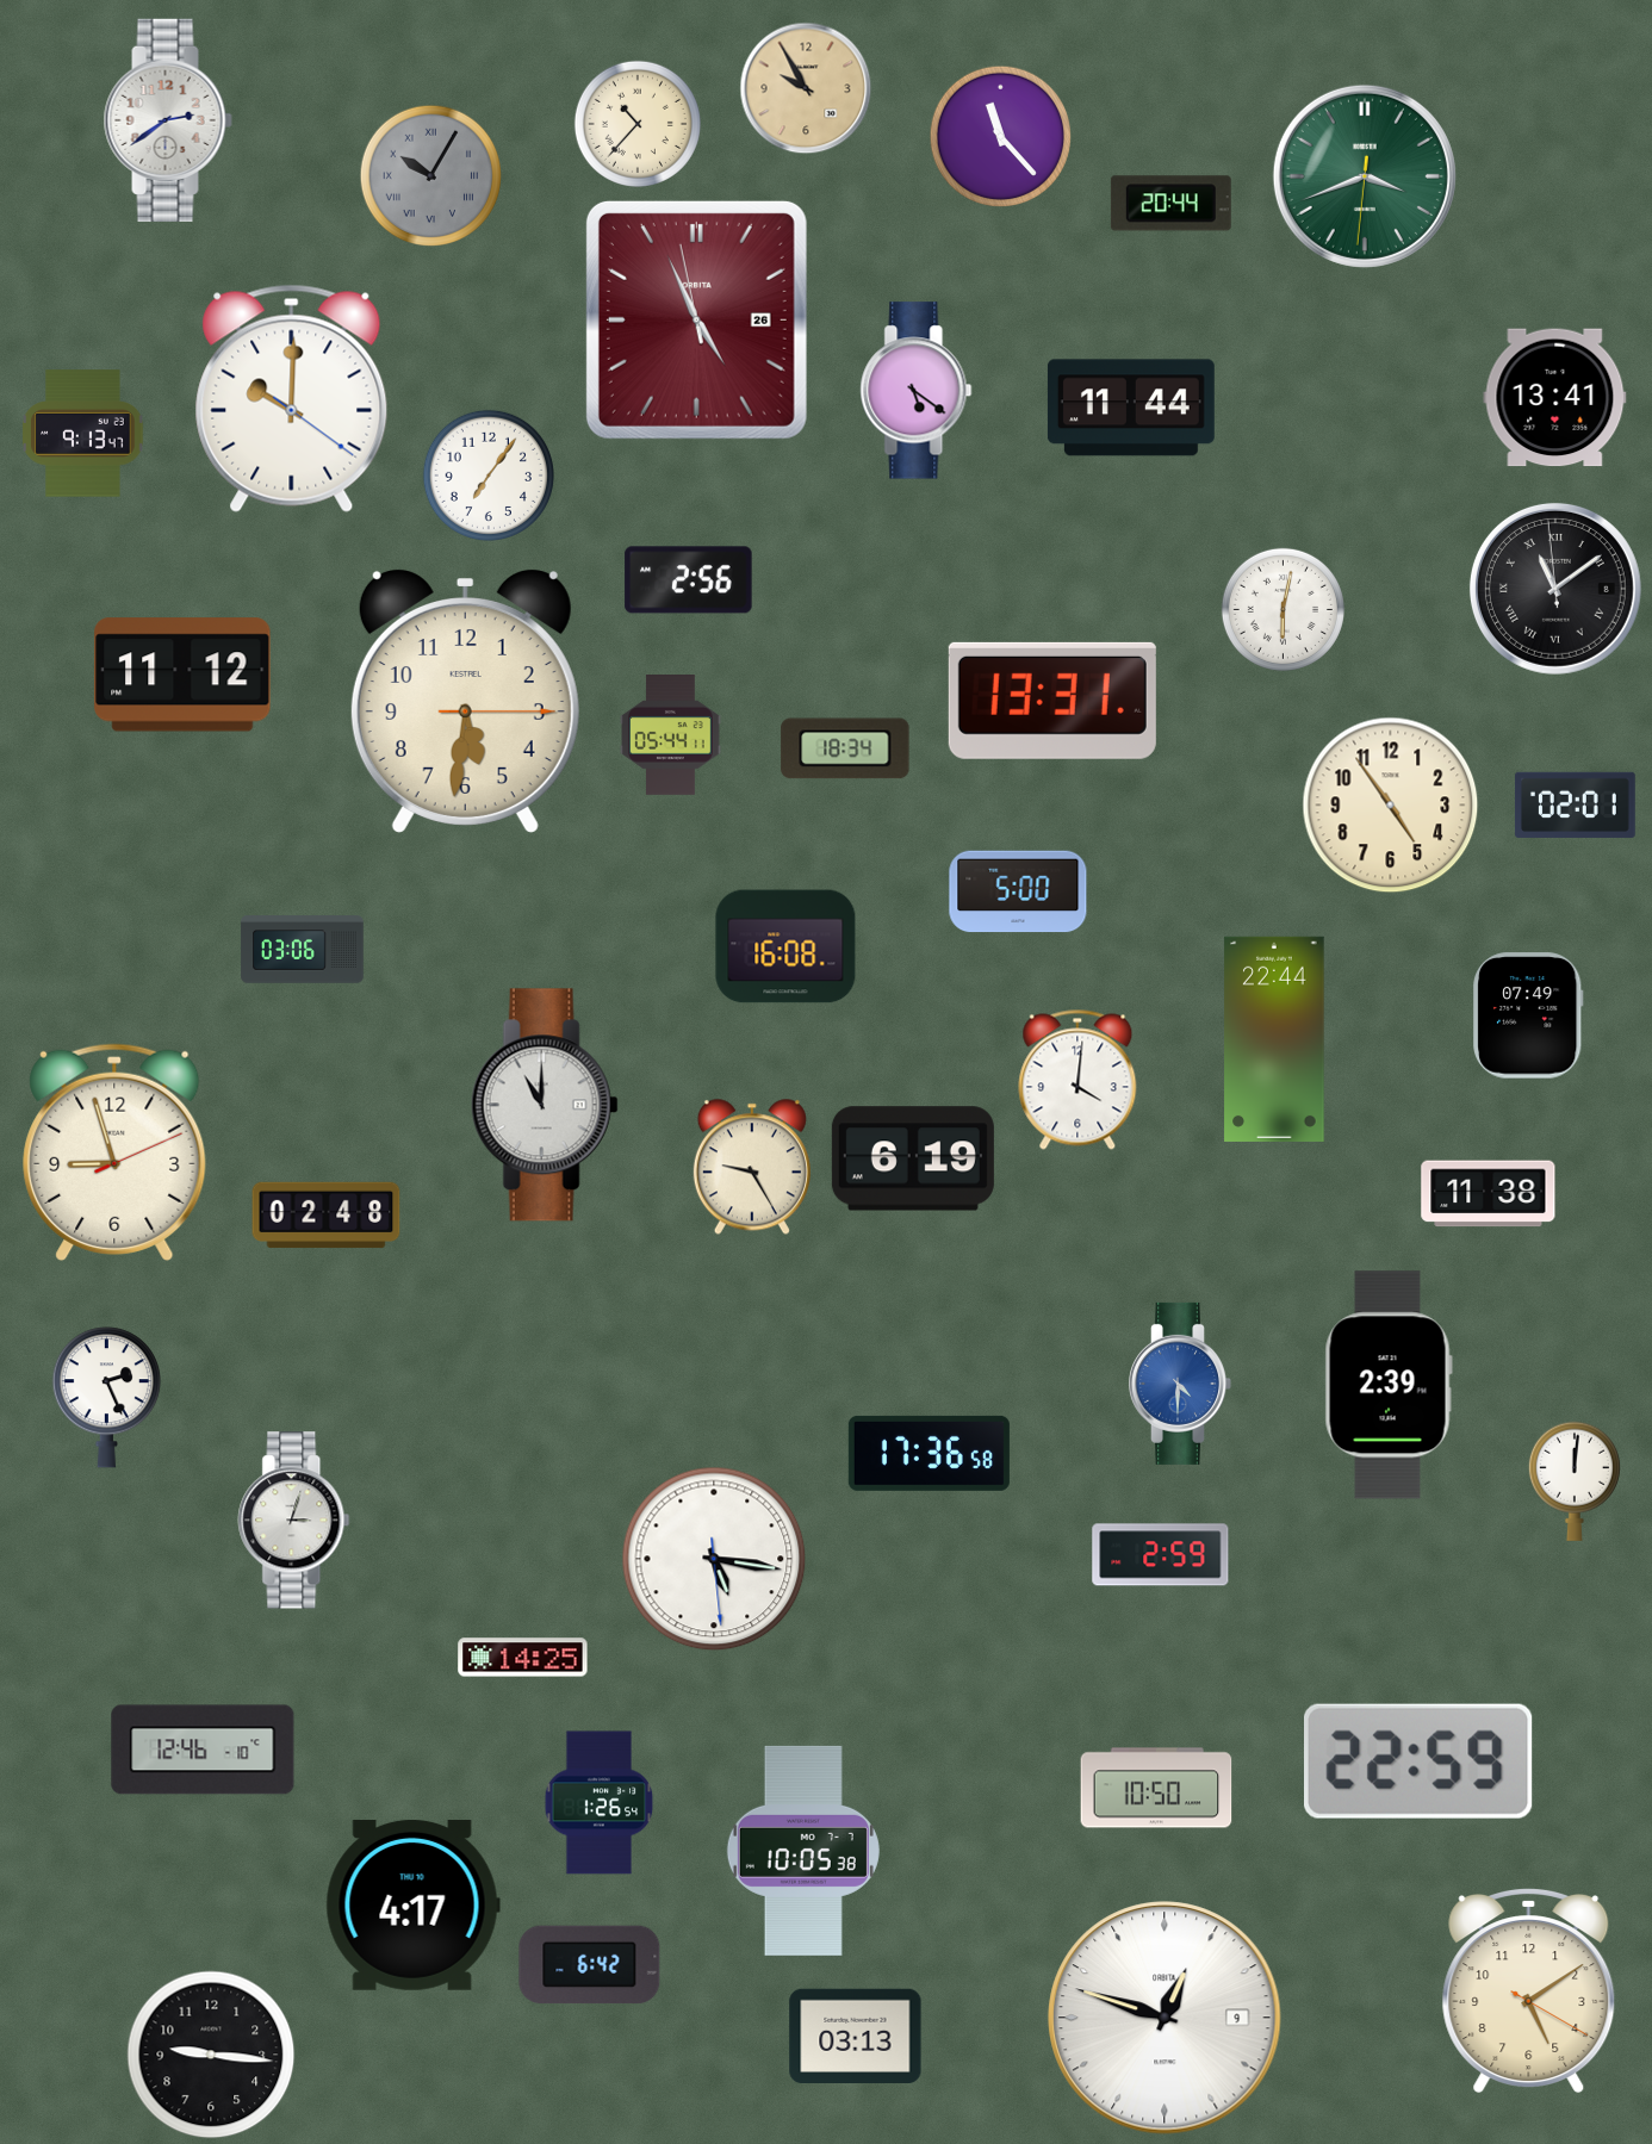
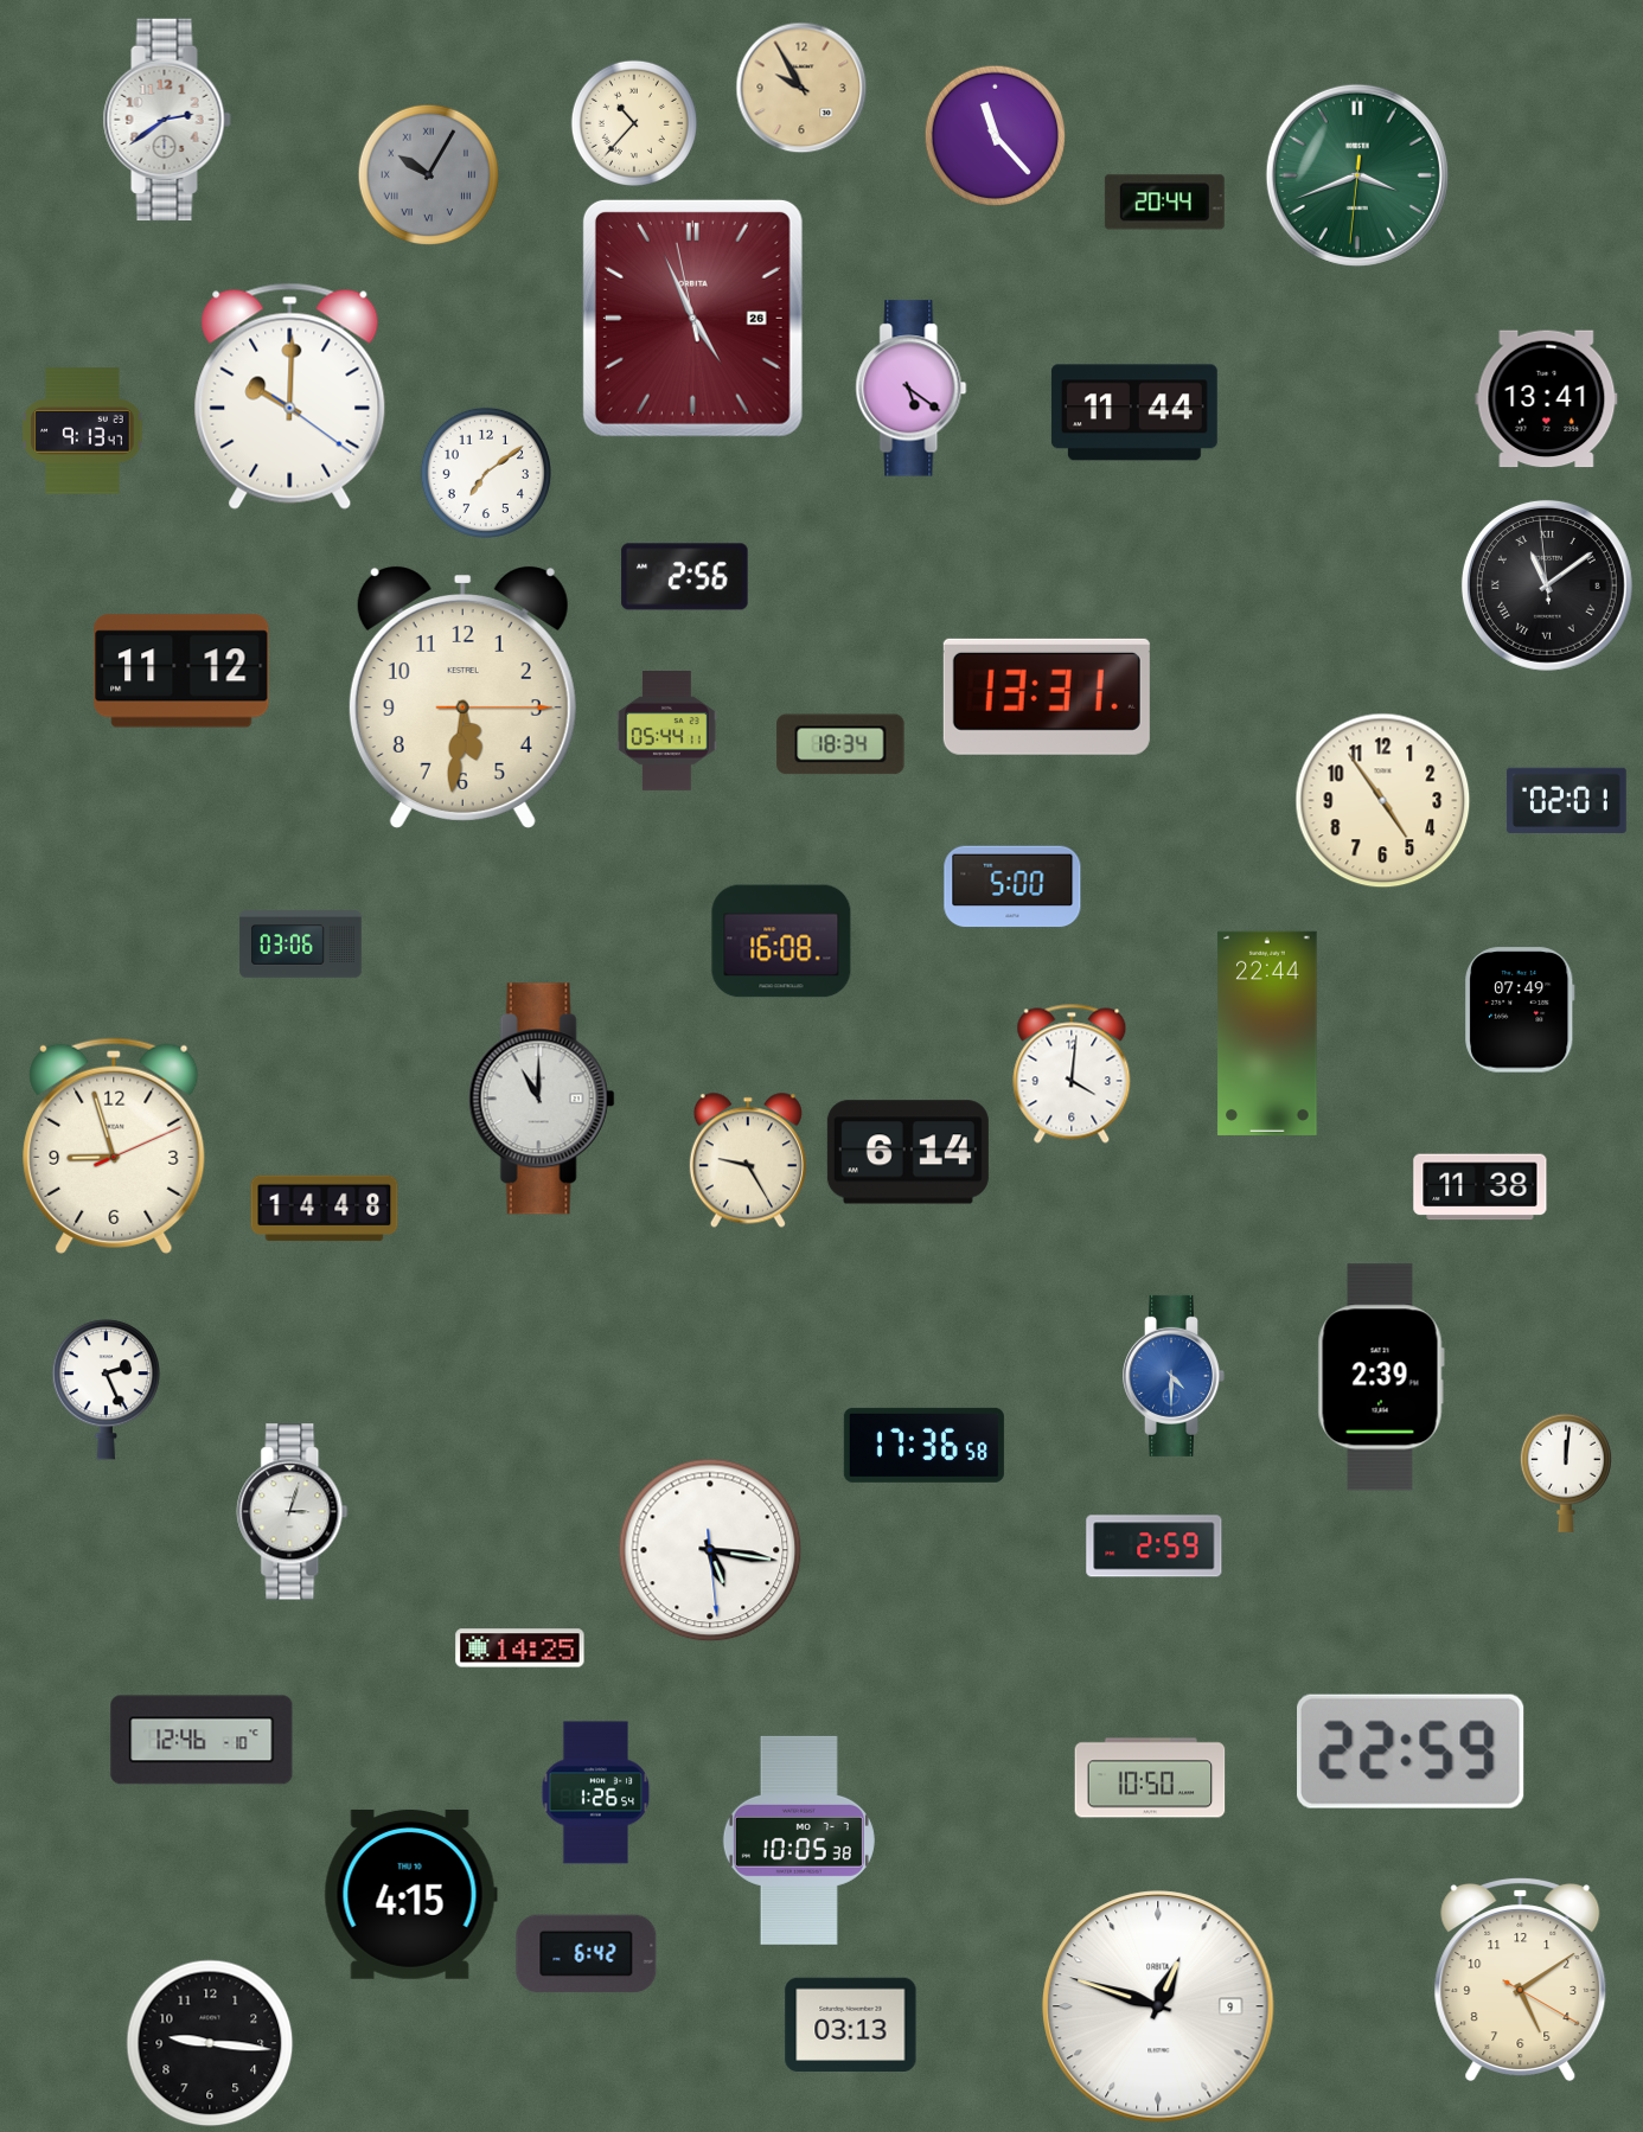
clock at (1555, 398) position: (1555, 398) -> (1547, 399)
clock at (1131, 408) position: (1131, 408) -> (1134, 412)
clock at (489, 476): 7:06 -> 7:09
clock at (1283, 609): 6:02 -> none
clock at (913, 1158): 6:19 -> 6:14
clock at (327, 1216): 02:48 -> 14:48
clock at (412, 1904): 4:17 -> 4:15
